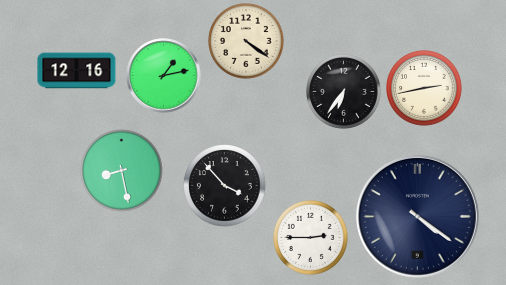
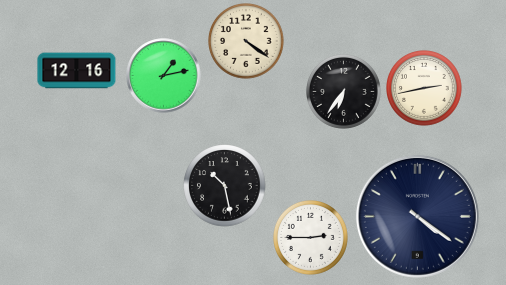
clock at (122, 171): 8:28 -> none
clock at (225, 186): 3:53 -> 10:28
